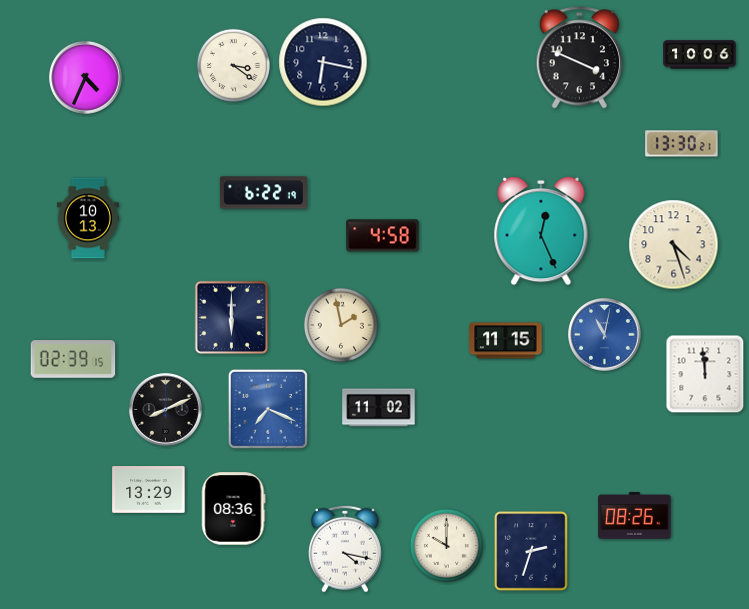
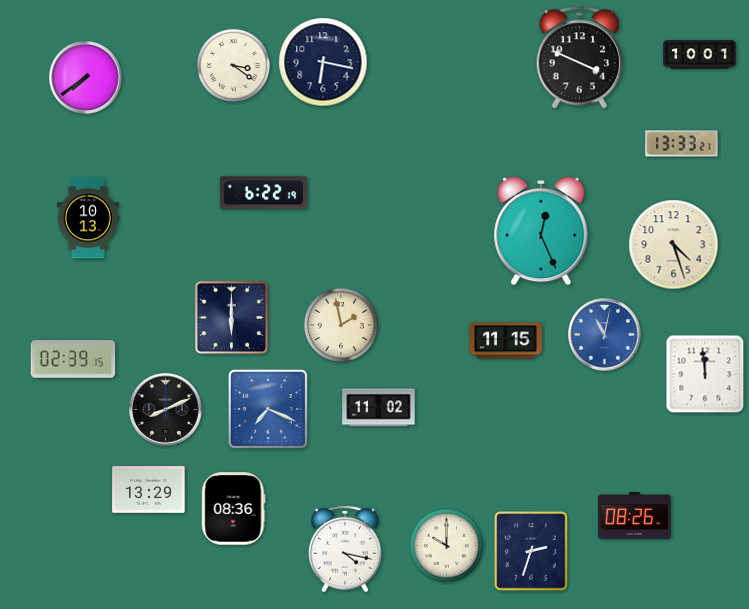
clock at (700, 55): 10:06 -> 10:01
clock at (86, 78): 4:34 -> 7:39
clock at (682, 144): 13:30 -> 13:33
clock at (383, 236): 4:58 -> none
